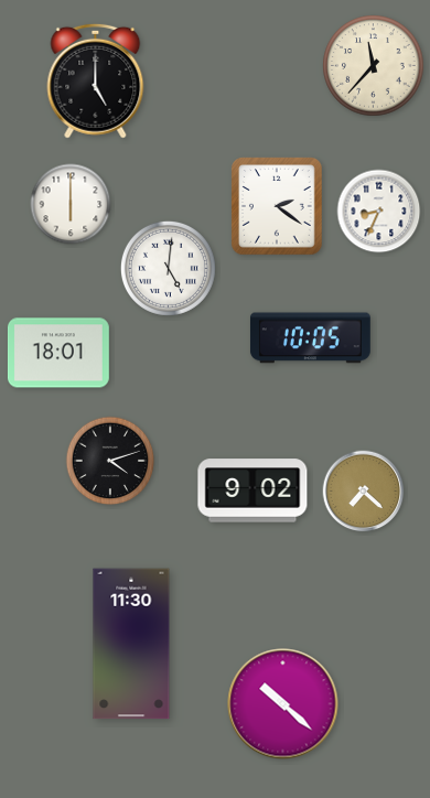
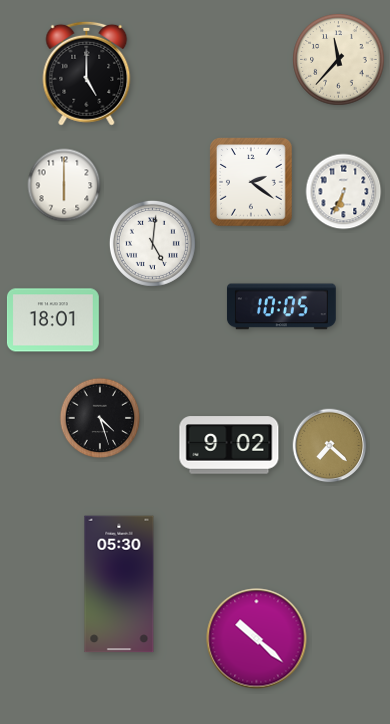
clock at (277, 206) position: (277, 206) -> (251, 182)
clock at (379, 212): 8:34 -> 6:34
clock at (110, 461): 4:12 -> 4:27
clock at (131, 644): 11:30 -> 05:30
